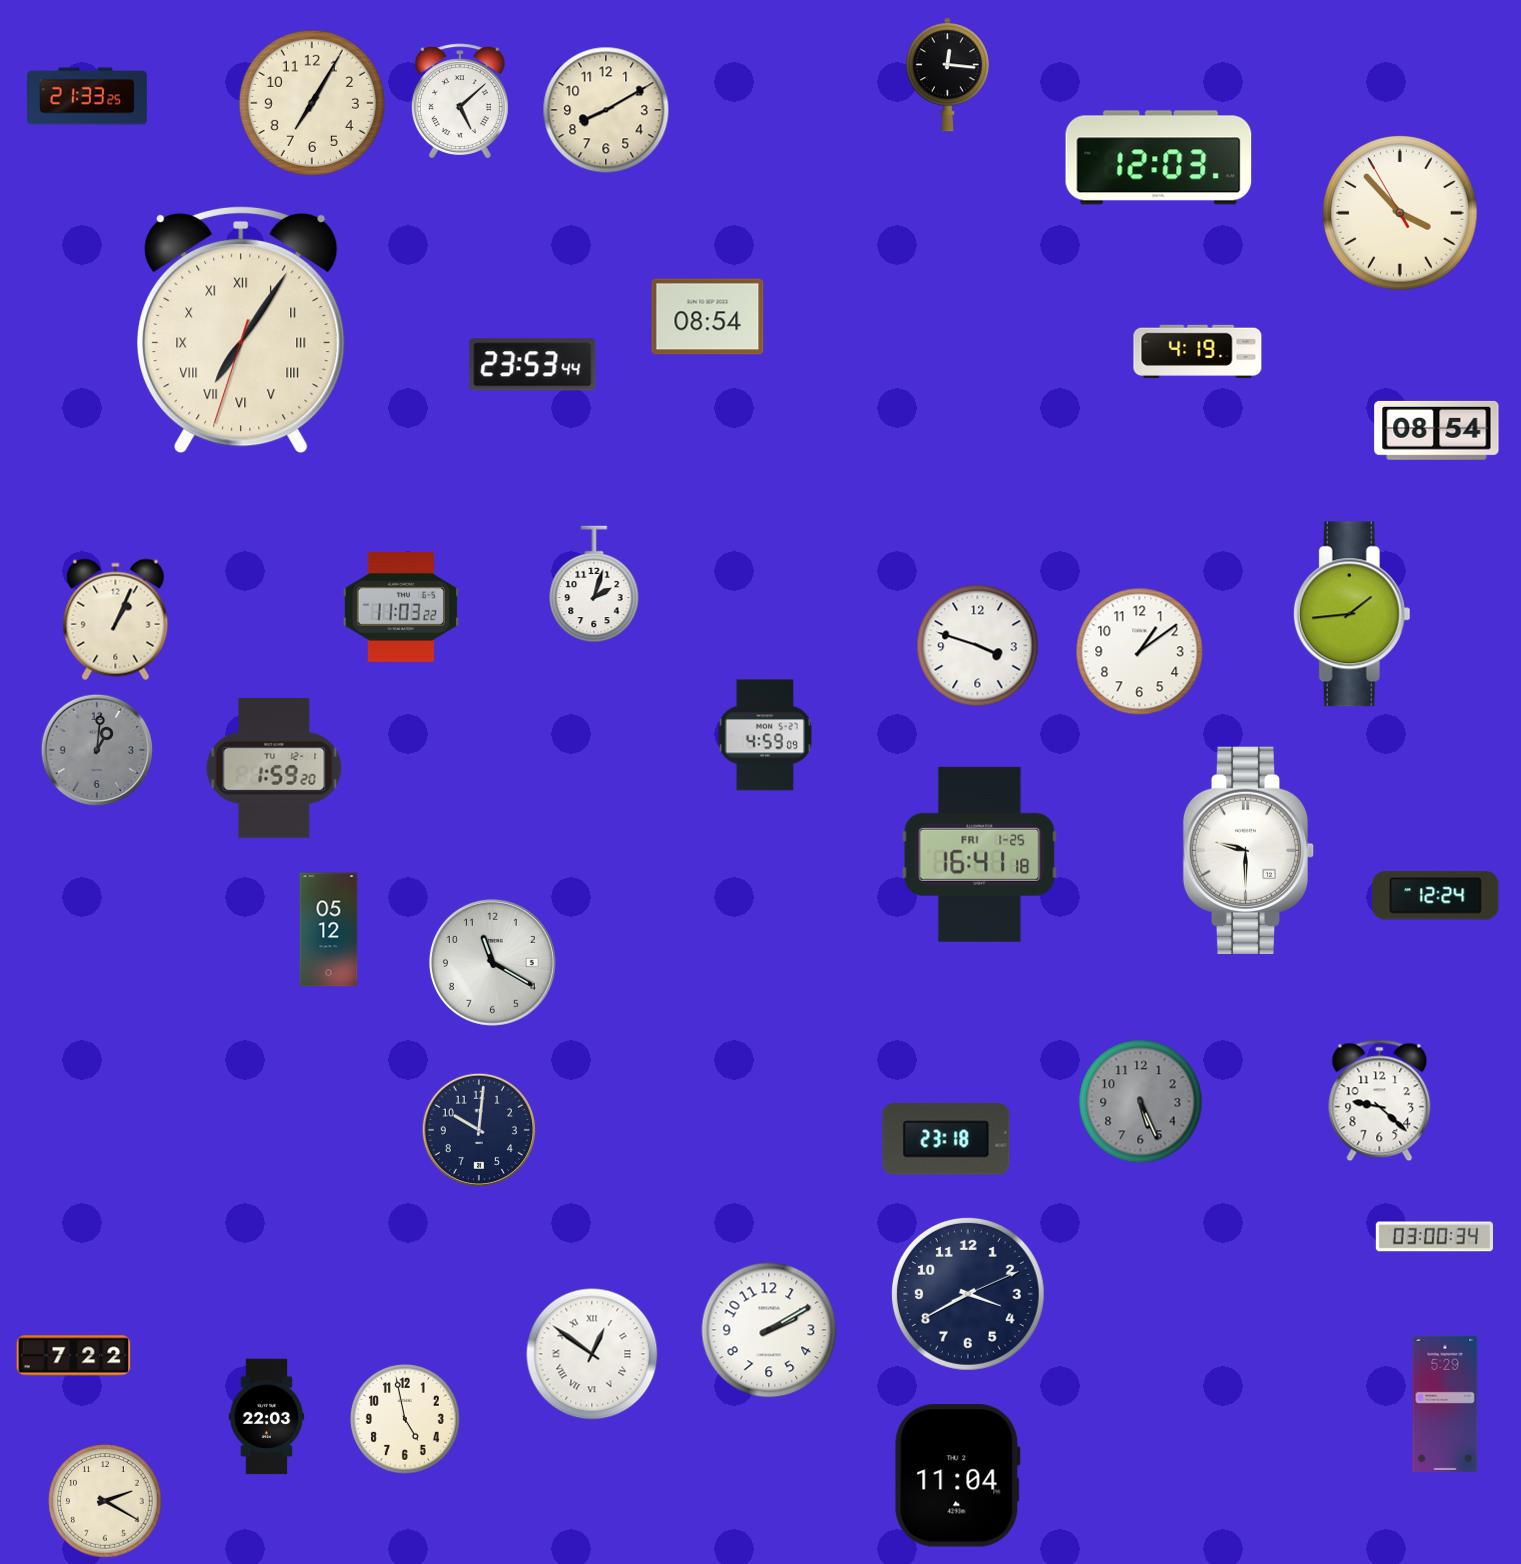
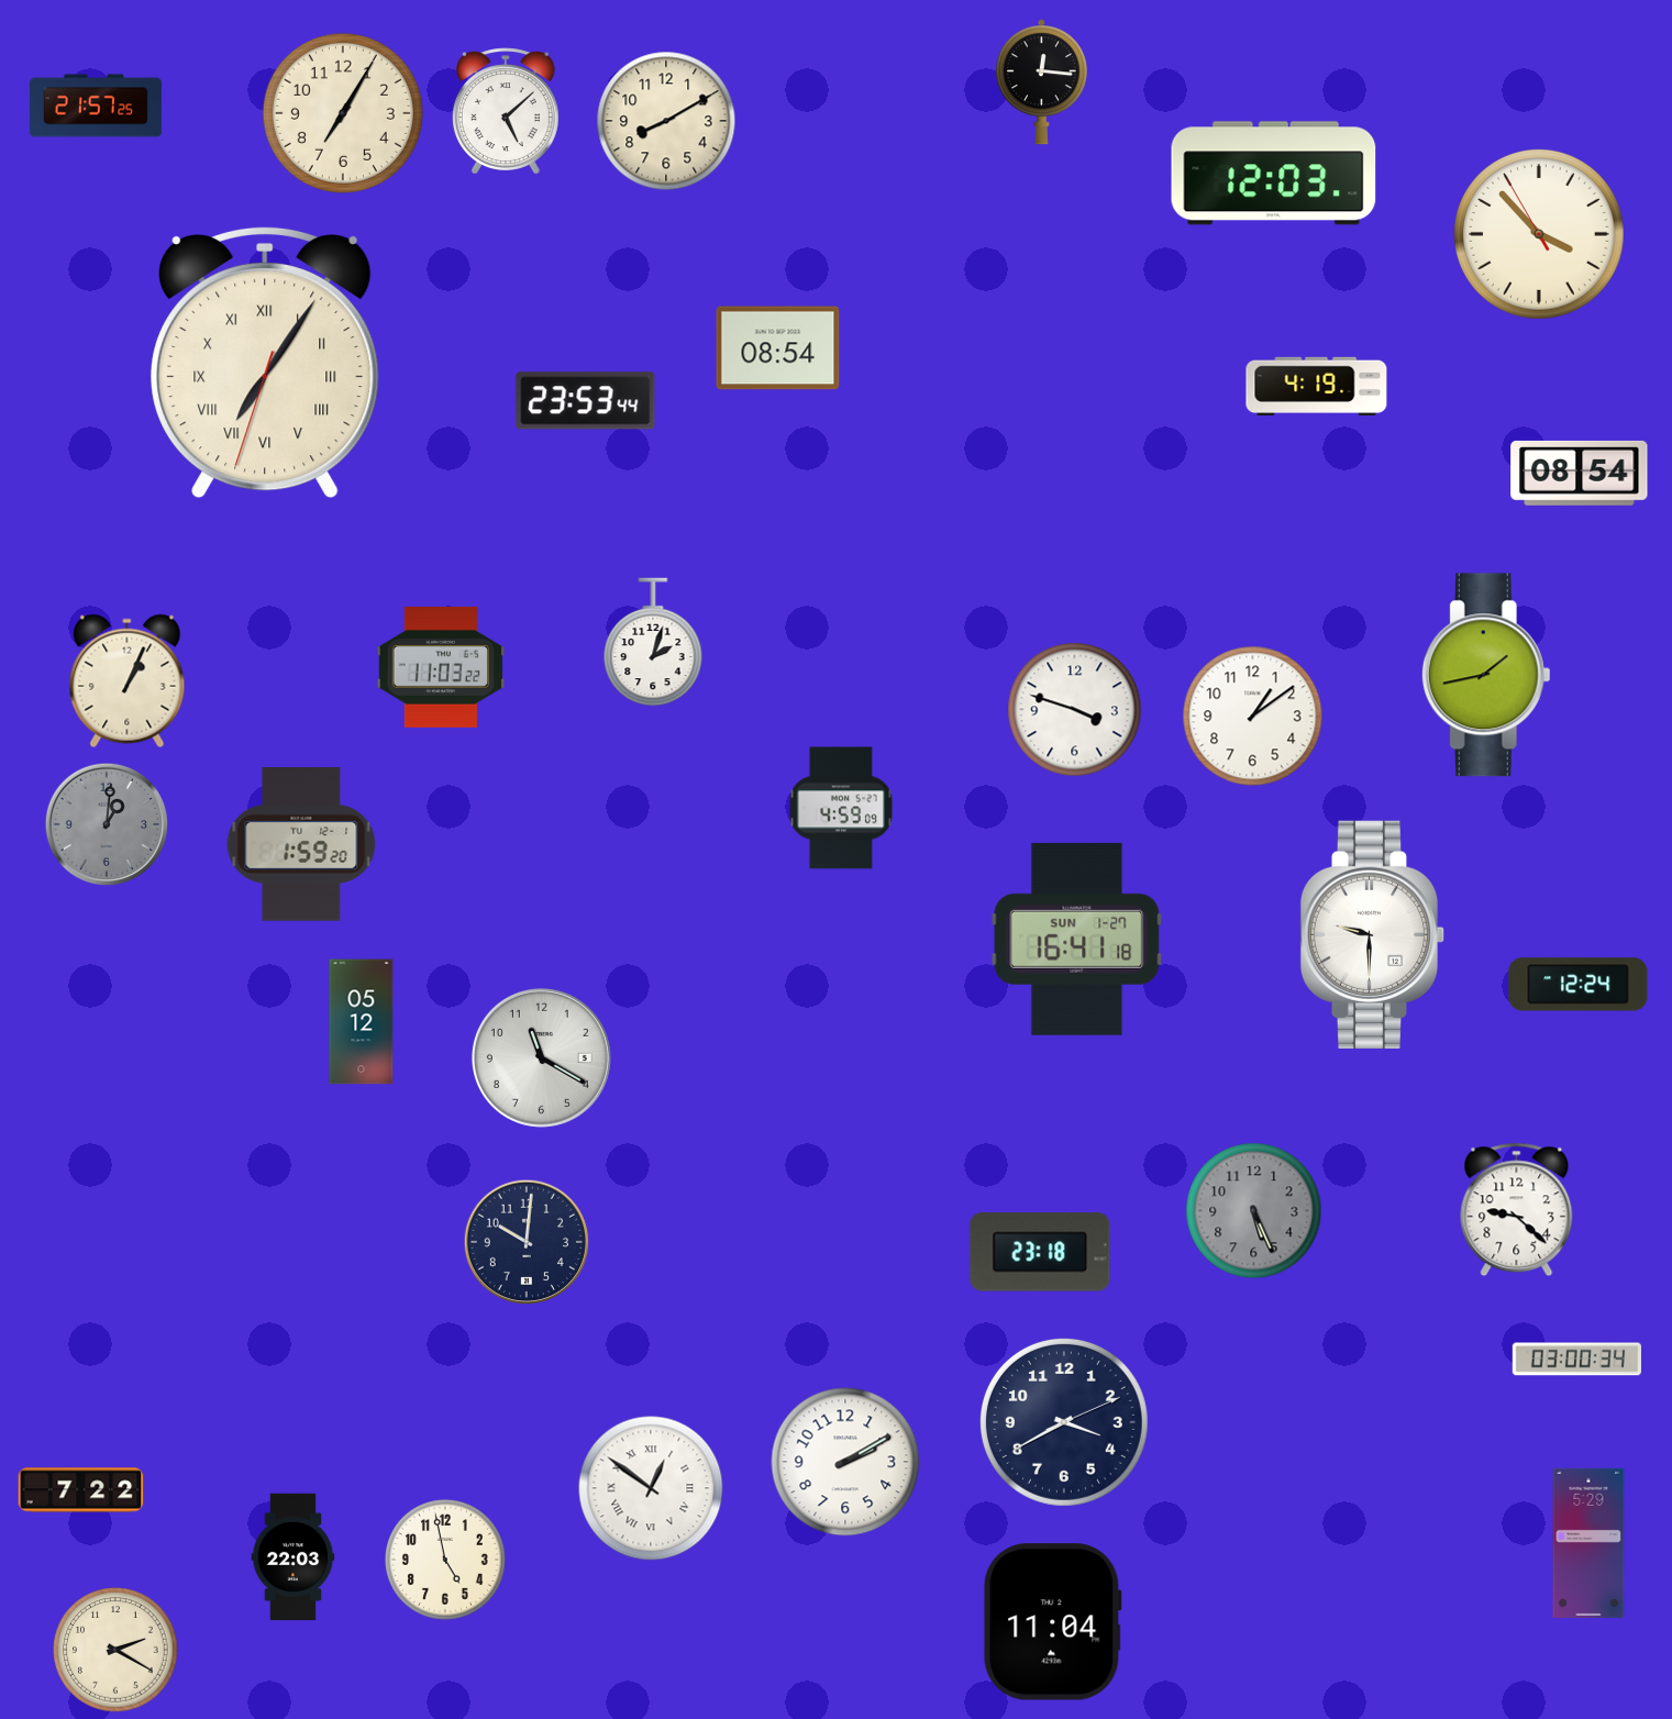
clock at (88, 96): 21:33 -> 21:57
clock at (1352, 614): 1:44 -> 1:43
clock at (980, 854) date: FRI 1-25 -> SUN 1-27
